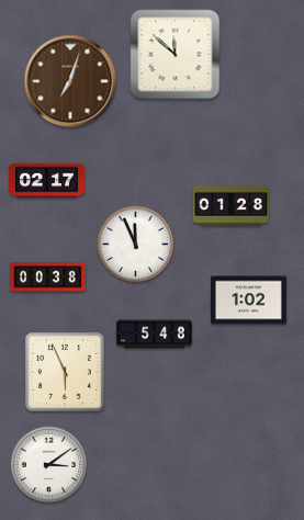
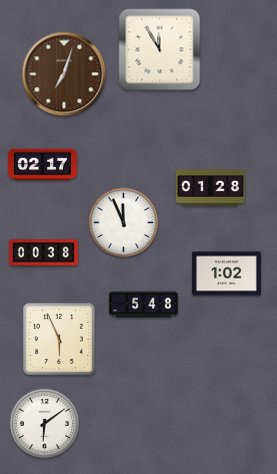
clock at (176, 55): 11:52 -> 11:55
clock at (154, 335) position: (154, 335) -> (143, 305)
clock at (49, 465): 3:09 -> 6:09
